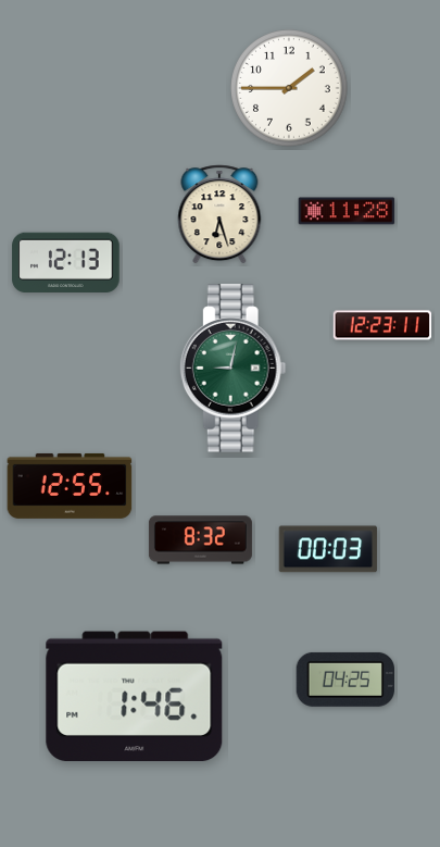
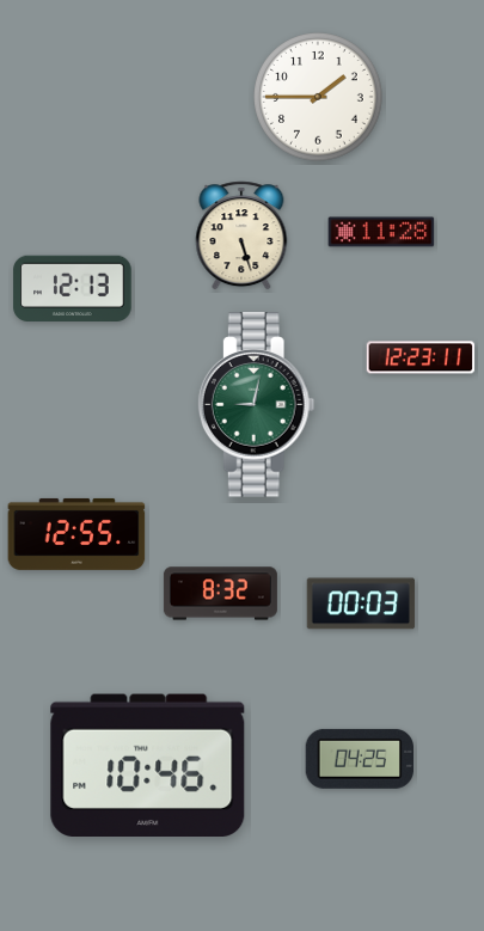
clock at (219, 214): 6:27 -> 5:27
clock at (344, 680) position: (344, 680) -> (359, 759)
clock at (135, 696): 1:46 -> 10:46
